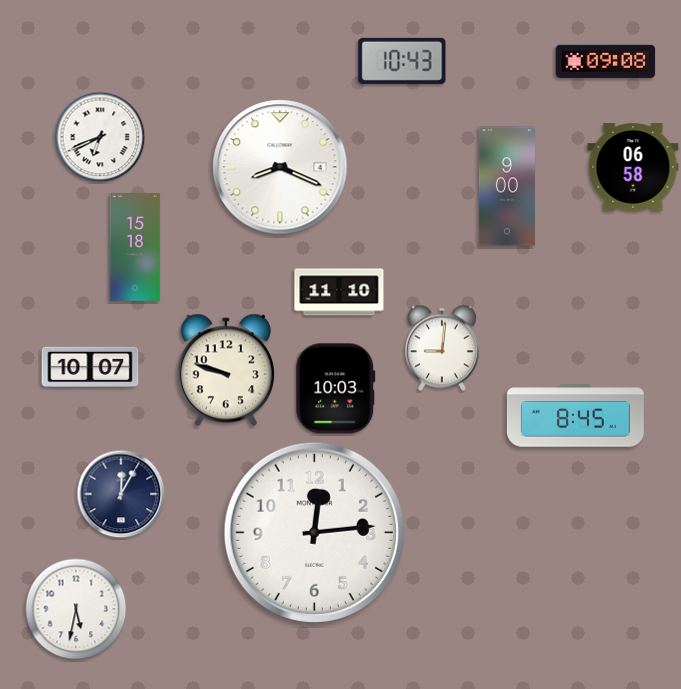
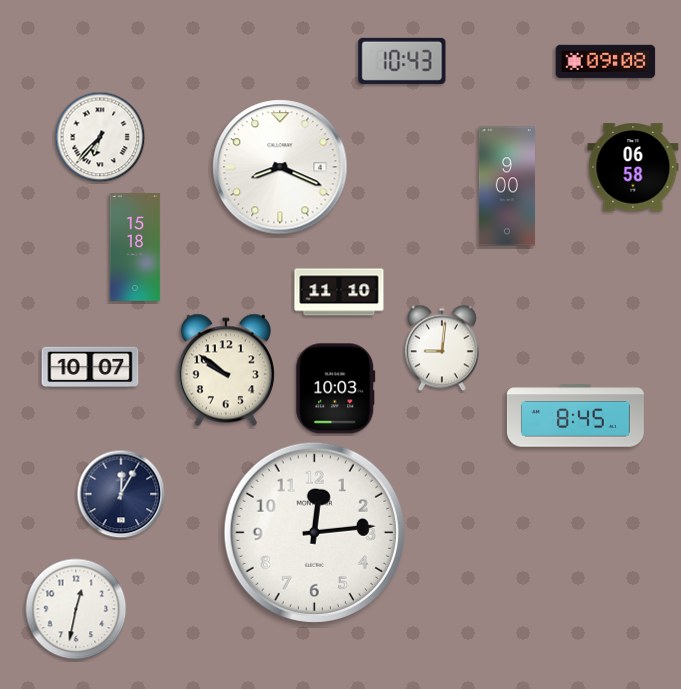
clock at (100, 137): 6:41 -> 6:37
clock at (226, 370): 9:48 -> 9:51
clock at (76, 609): 5:32 -> 12:32
